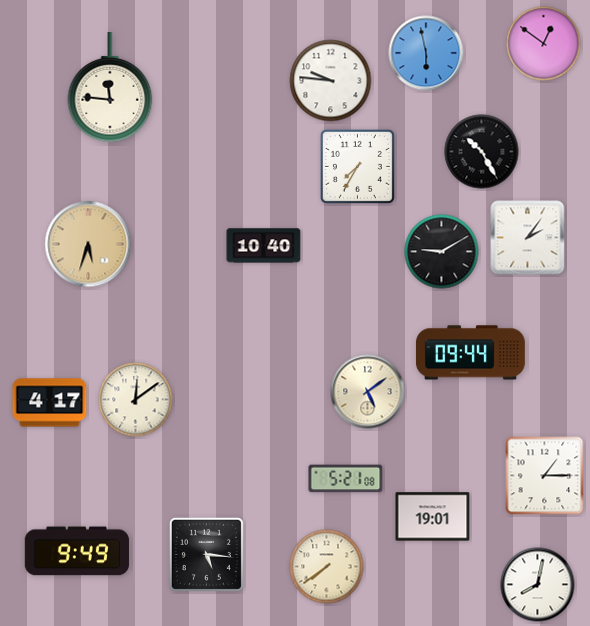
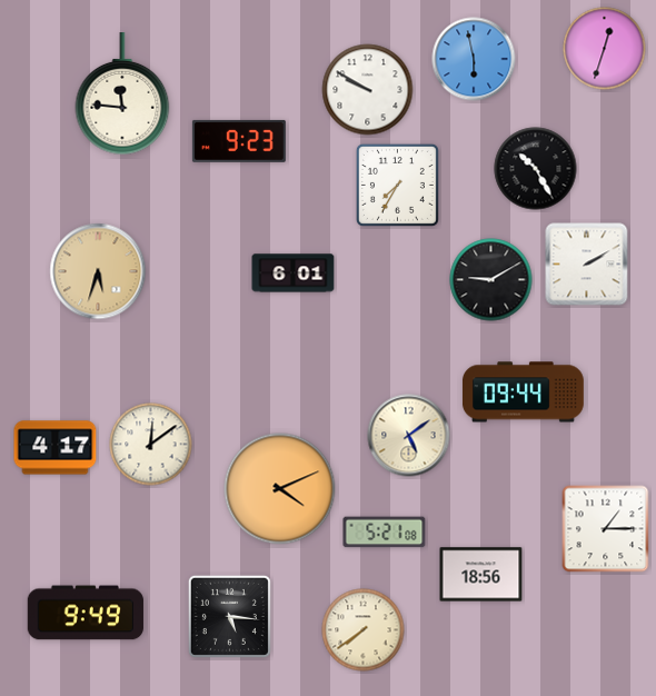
clock at (544, 44): 12:51 -> 12:33
clock at (331, 81): 9:46 -> 9:50
clock at (110, 88) position: (110, 88) -> (122, 95)
clock at (239, 141): none -> 9:23
clock at (528, 238): 2:06 -> 2:10
clock at (264, 246): 10:40 -> 6:01
clock at (280, 489): none -> 4:11
clock at (433, 517): 19:01 -> 18:56
clock at (538, 585): 8:02 -> none
